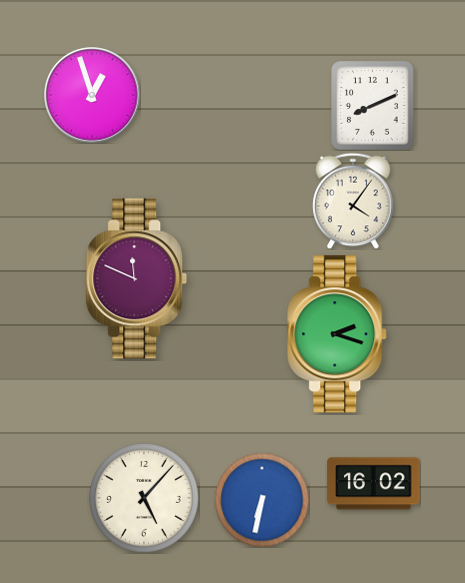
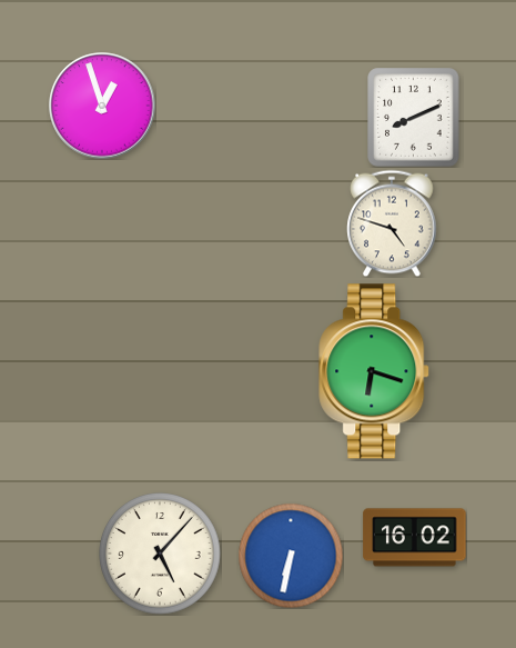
clock at (353, 201): 4:06 -> 4:48
clock at (137, 279): 11:49 -> none
clock at (338, 334): 2:18 -> 6:18
